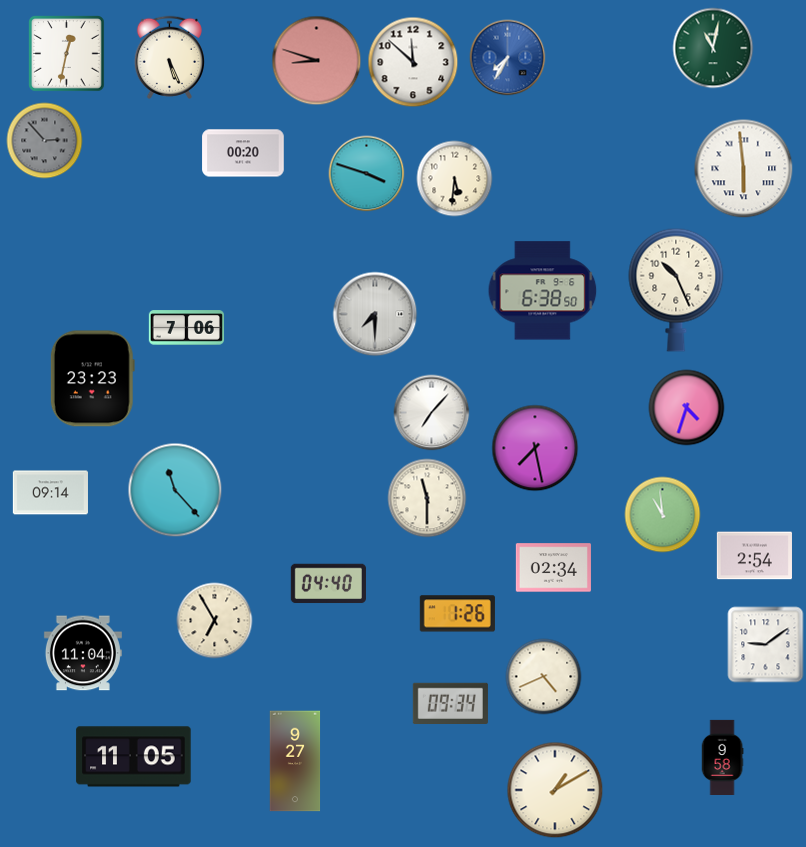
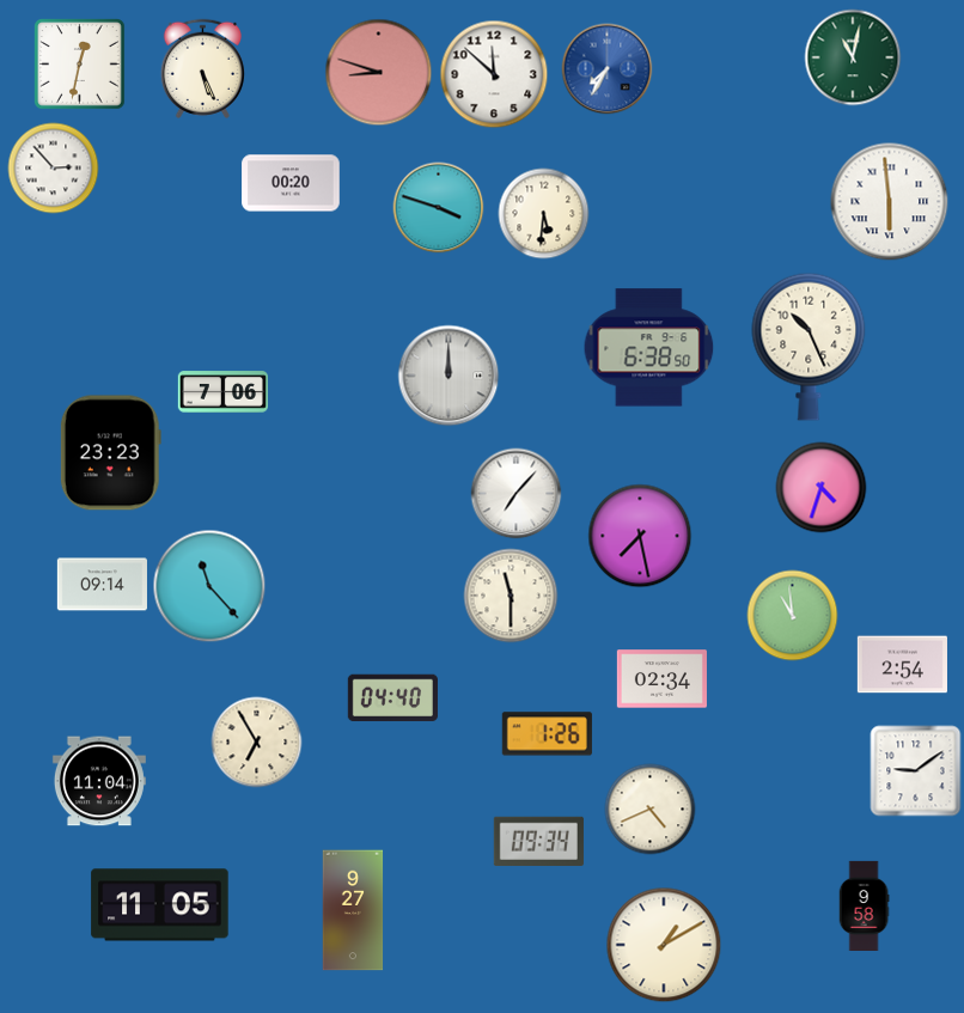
clock at (45, 141) dial: grey -> white
clock at (375, 314): 7:30 -> 12:00
clock at (50, 493) position: (50, 493) -> (102, 585)
